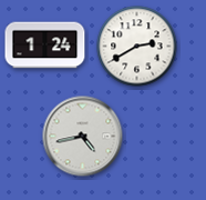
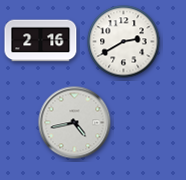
clock at (45, 46): 1:24 -> 2:16
